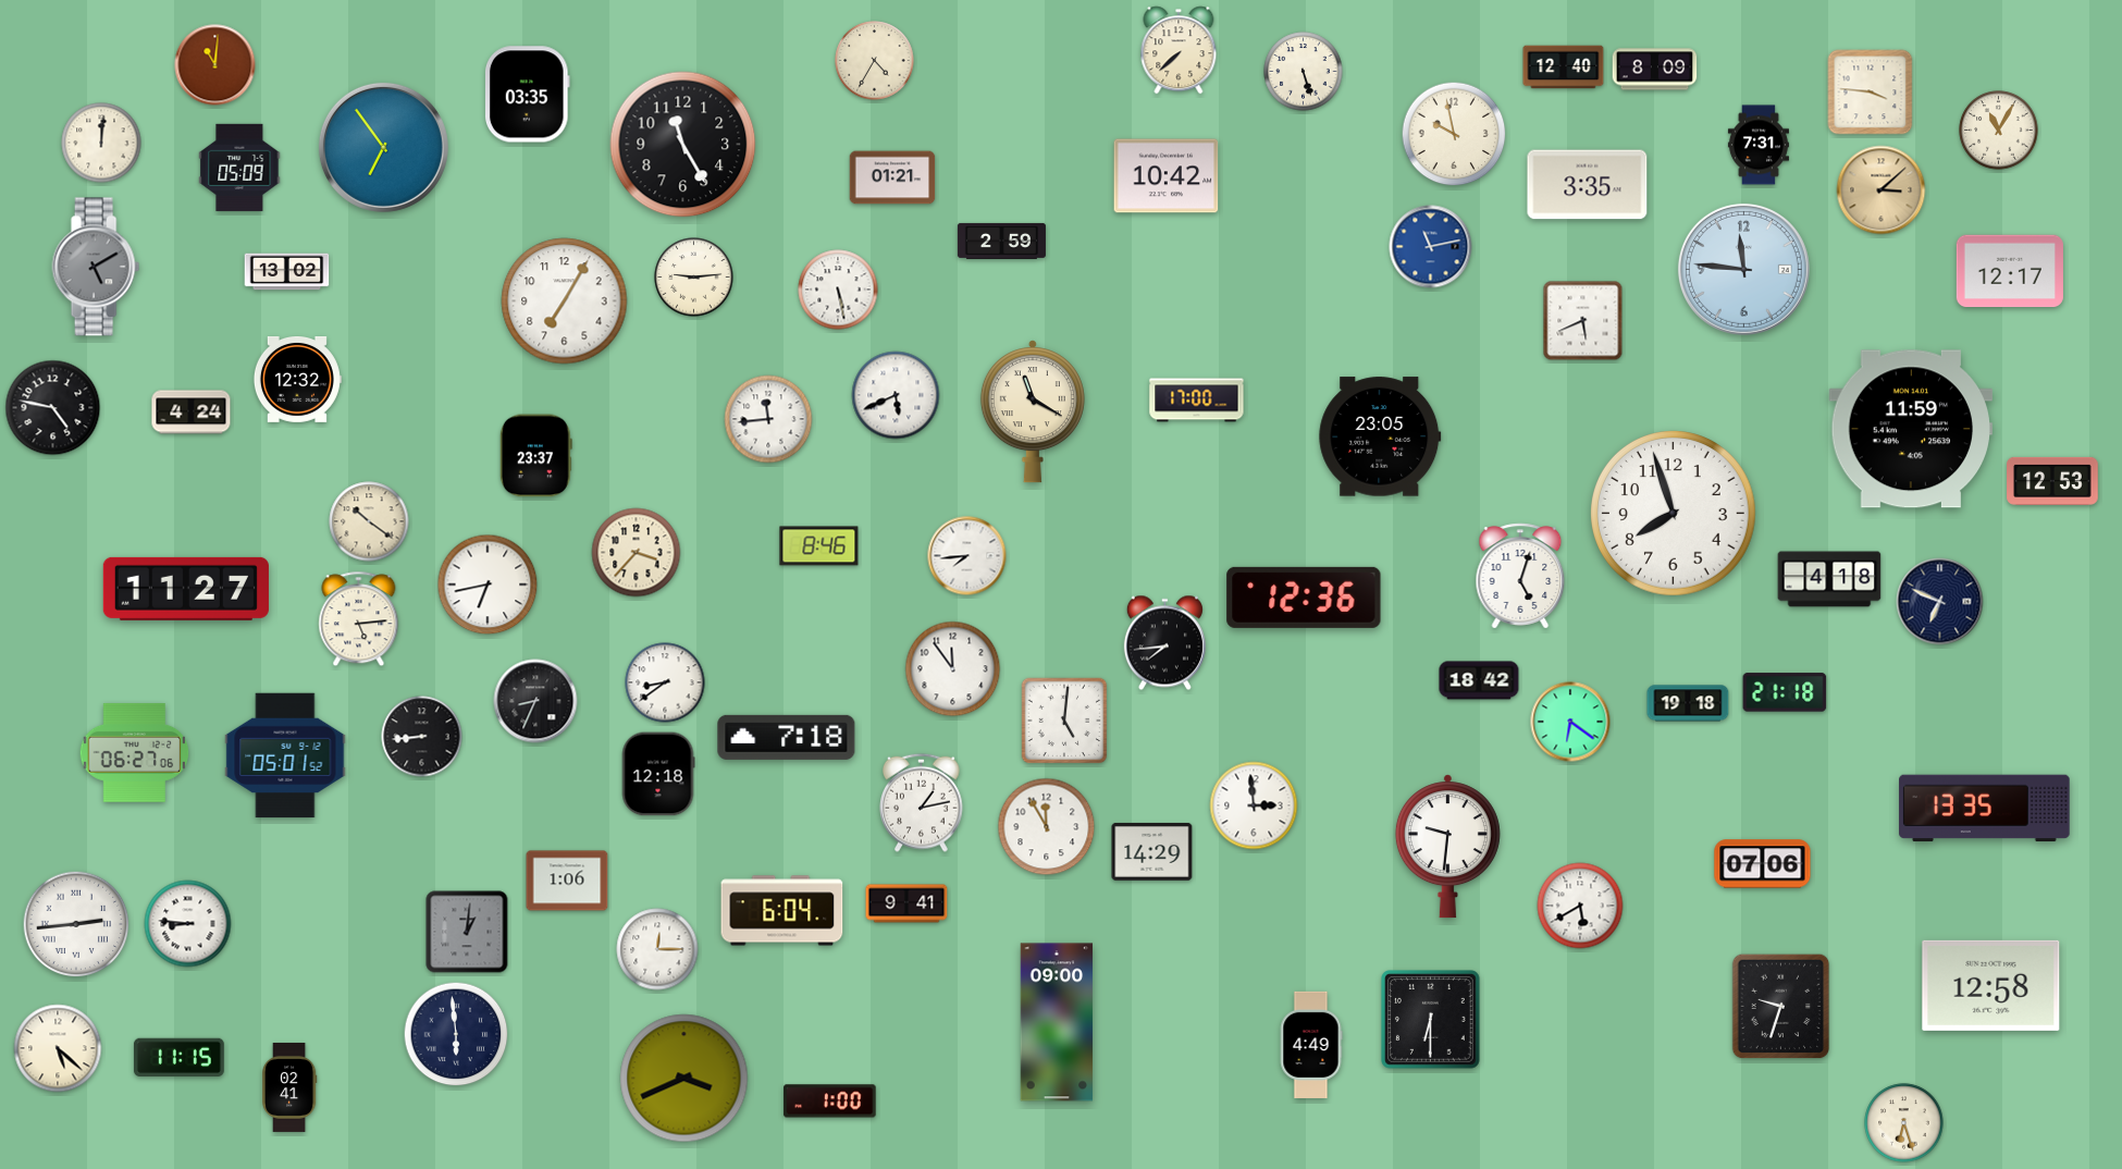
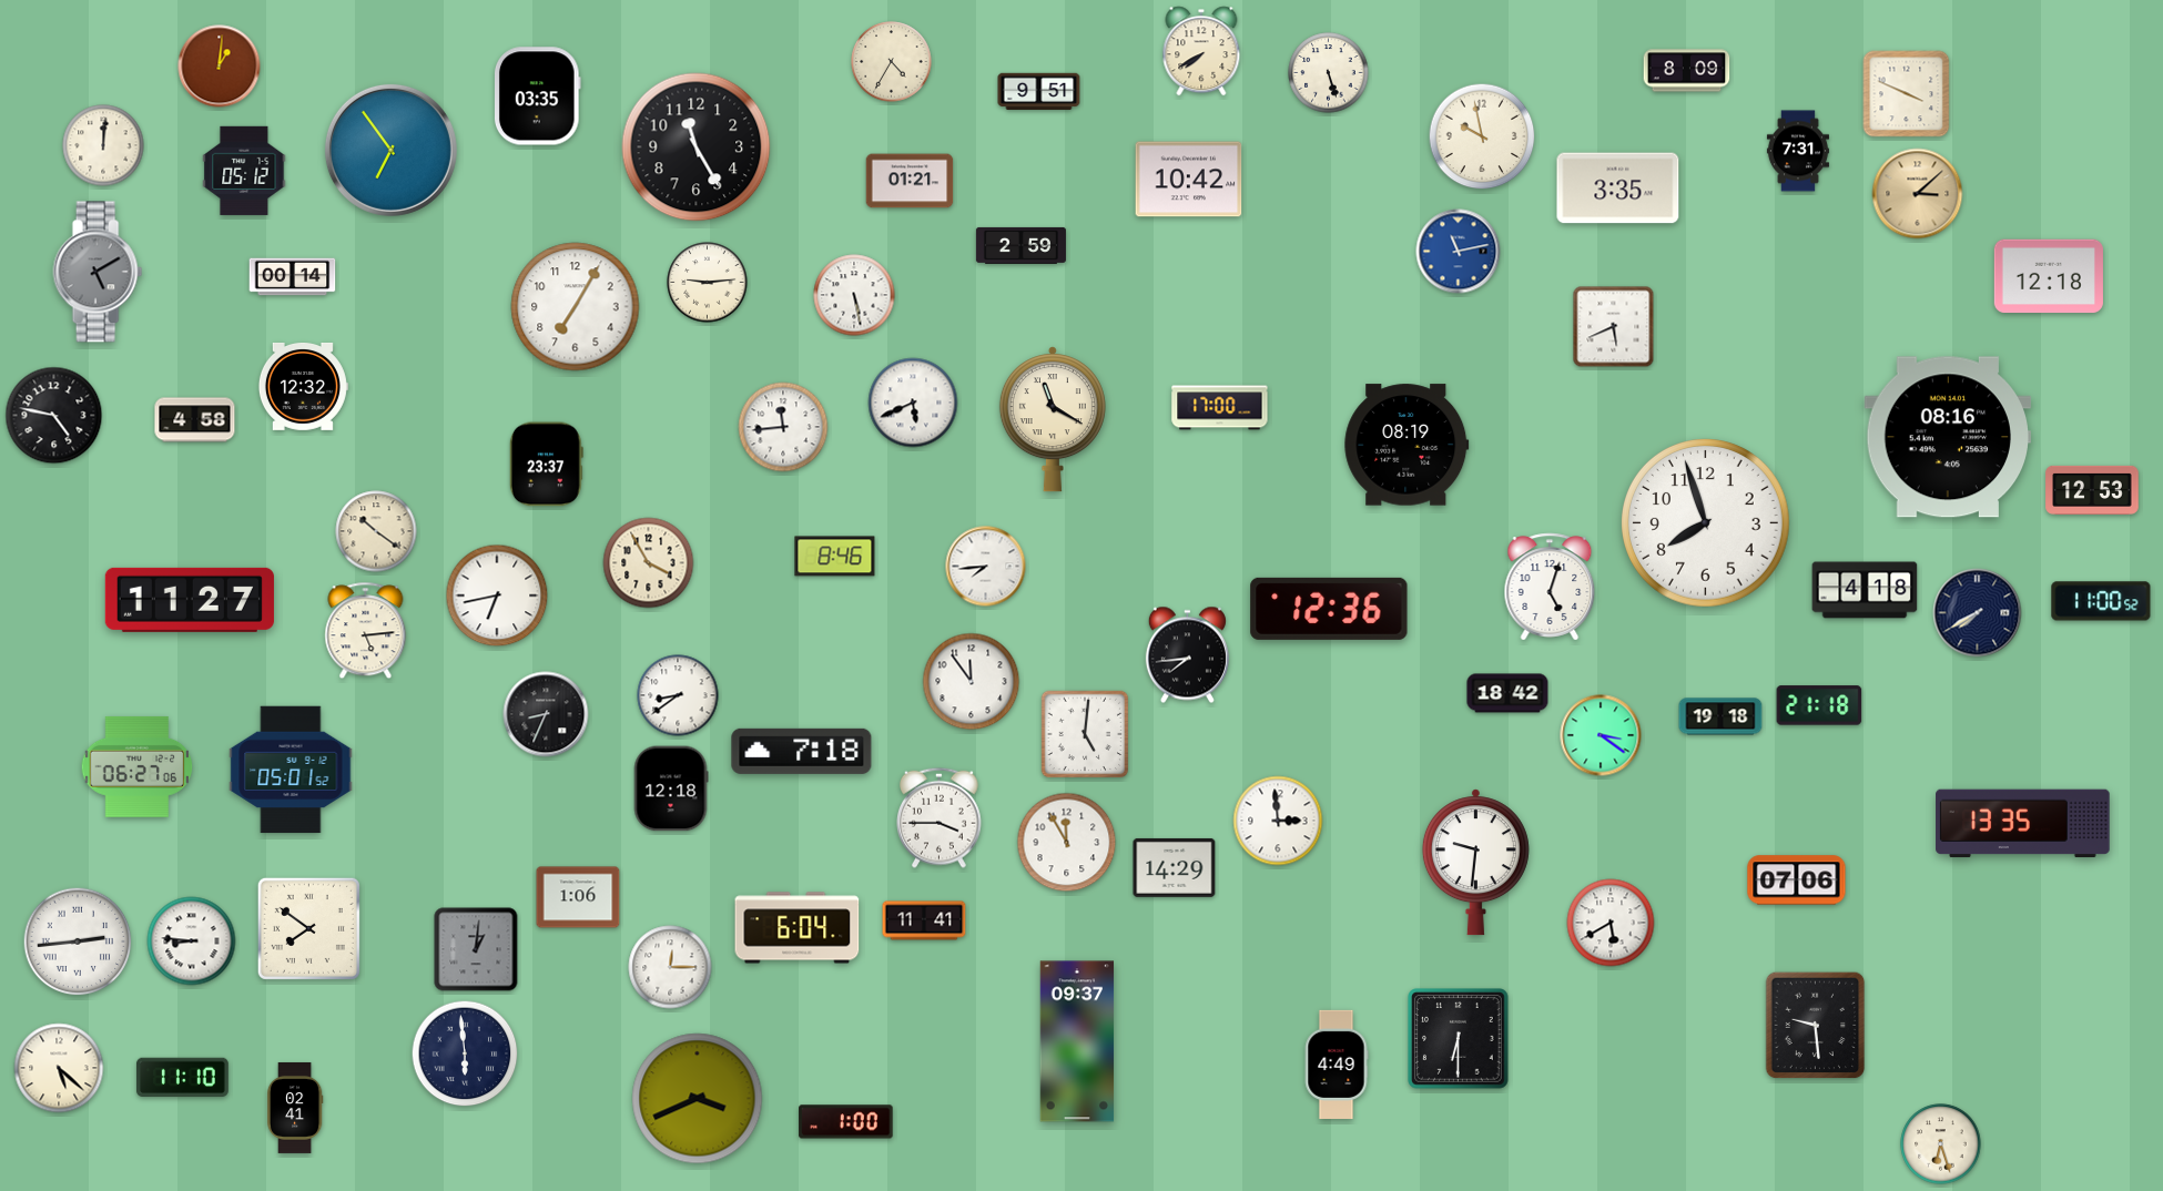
clock at (1179, 50): 7:38 -> 7:40
clock at (215, 65): 11:01 -> 1:01
clock at (1564, 67): 12:40 -> none
clock at (1039, 91): none -> 9:51
clock at (1871, 93): 3:46 -> 3:49
clock at (1999, 131): 11:05 -> none
clock at (1759, 145) position: (1759, 145) -> (1798, 151)
clock at (239, 168): 05:09 -> 05:12
clock at (1743, 269): 11:46 -> none
clock at (2010, 271): 12:17 -> 12:18
clock at (287, 272): 13:02 -> 00:14
clock at (192, 413): 4:24 -> 4:58
clock at (1910, 429): 11:59 -> 08:16
clock at (1380, 436): 23:05 -> 08:19
clock at (637, 553): 3:37 -> 3:55
clock at (2101, 601): none -> 11:00
clock at (1940, 602): 6:49 -> 7:40
clock at (1570, 722): 6:21 -> 3:21
clock at (422, 737): 8:44 -> none
clock at (922, 802): 1:13 -> 3:45
clock at (906, 903): 9:41 -> 11:41
clock at (308, 928): none -> 7:51
clock at (1991, 985): 12:58 -> none
clock at (1781, 1007): 9:33 -> 9:29
clock at (1057, 1022): 09:00 -> 09:37
clock at (178, 1058): 11:15 -> 11:10
